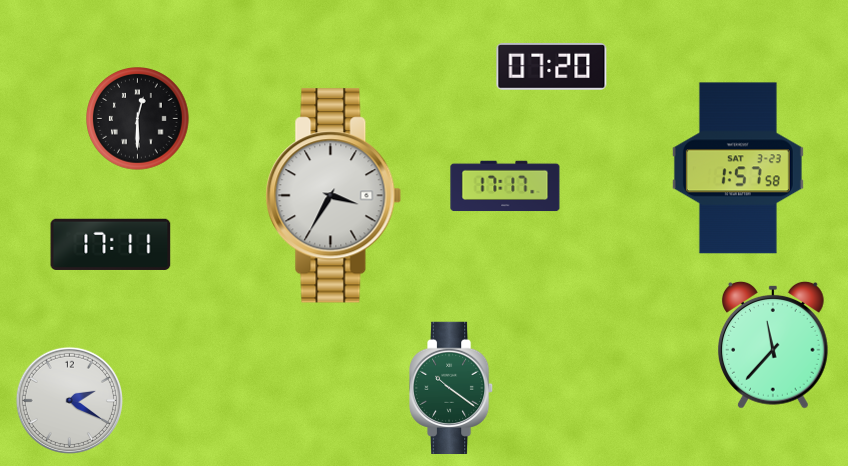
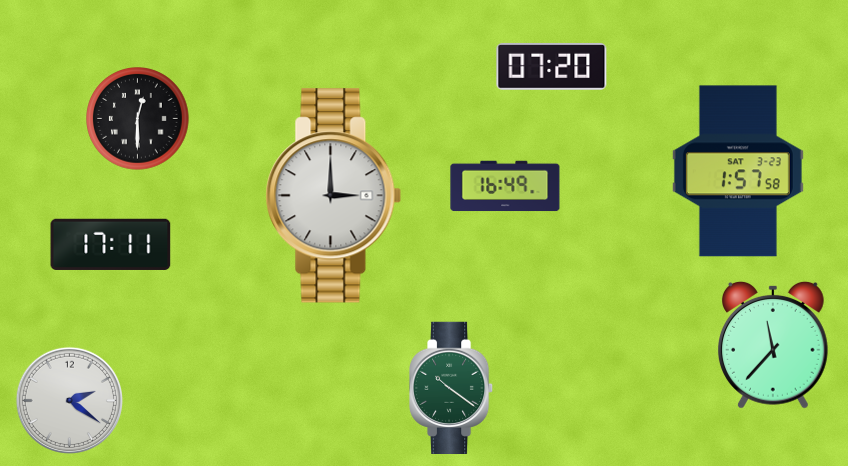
clock at (738, 168) position: (738, 168) -> (738, 171)
clock at (505, 186): 17:17 -> 16:49
clock at (334, 196): 3:35 -> 3:00
clock at (69, 400): 2:20 -> 2:21
